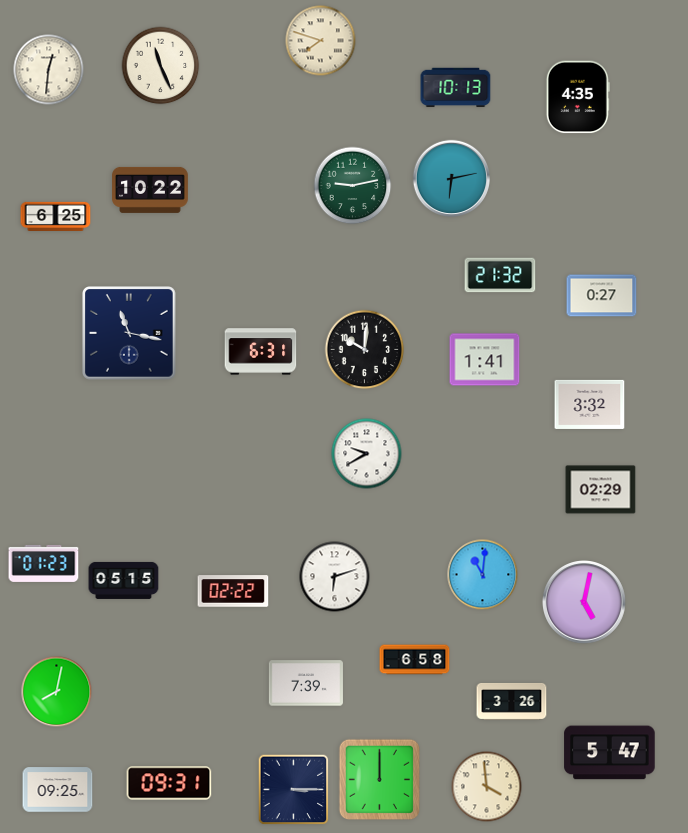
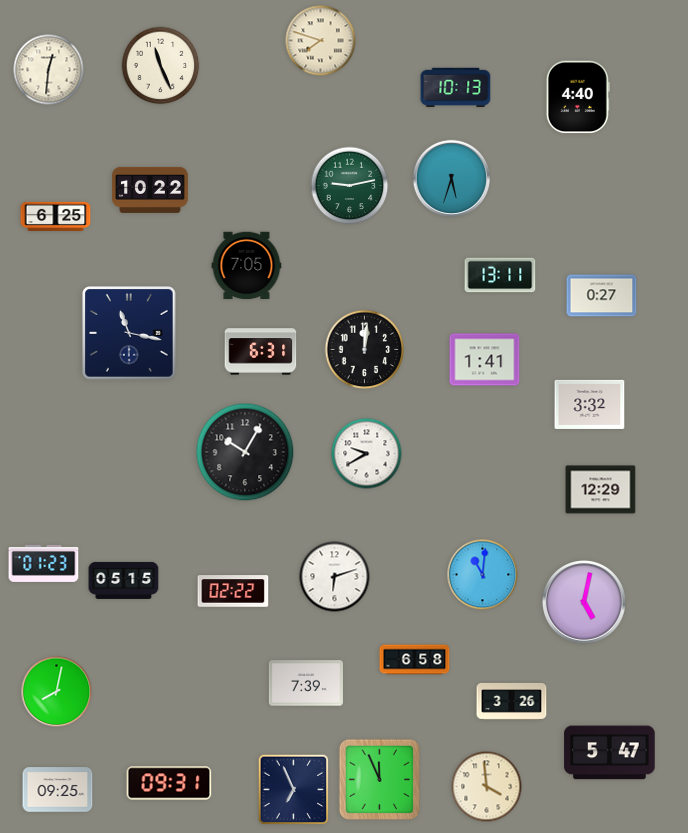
clock at (578, 97): 4:35 -> 4:40
clock at (451, 178): 6:13 -> 5:33
clock at (353, 186) position: (353, 186) -> (350, 186)
clock at (247, 266): none -> 7:05
clock at (500, 275): 21:32 -> 13:11
clock at (365, 350): 10:01 -> 12:01
clock at (245, 452): none -> 10:05
clock at (601, 490): 02:29 -> 12:29
clock at (379, 779): 12:00 -> 11:56
clock at (294, 790): 3:15 -> 6:56
